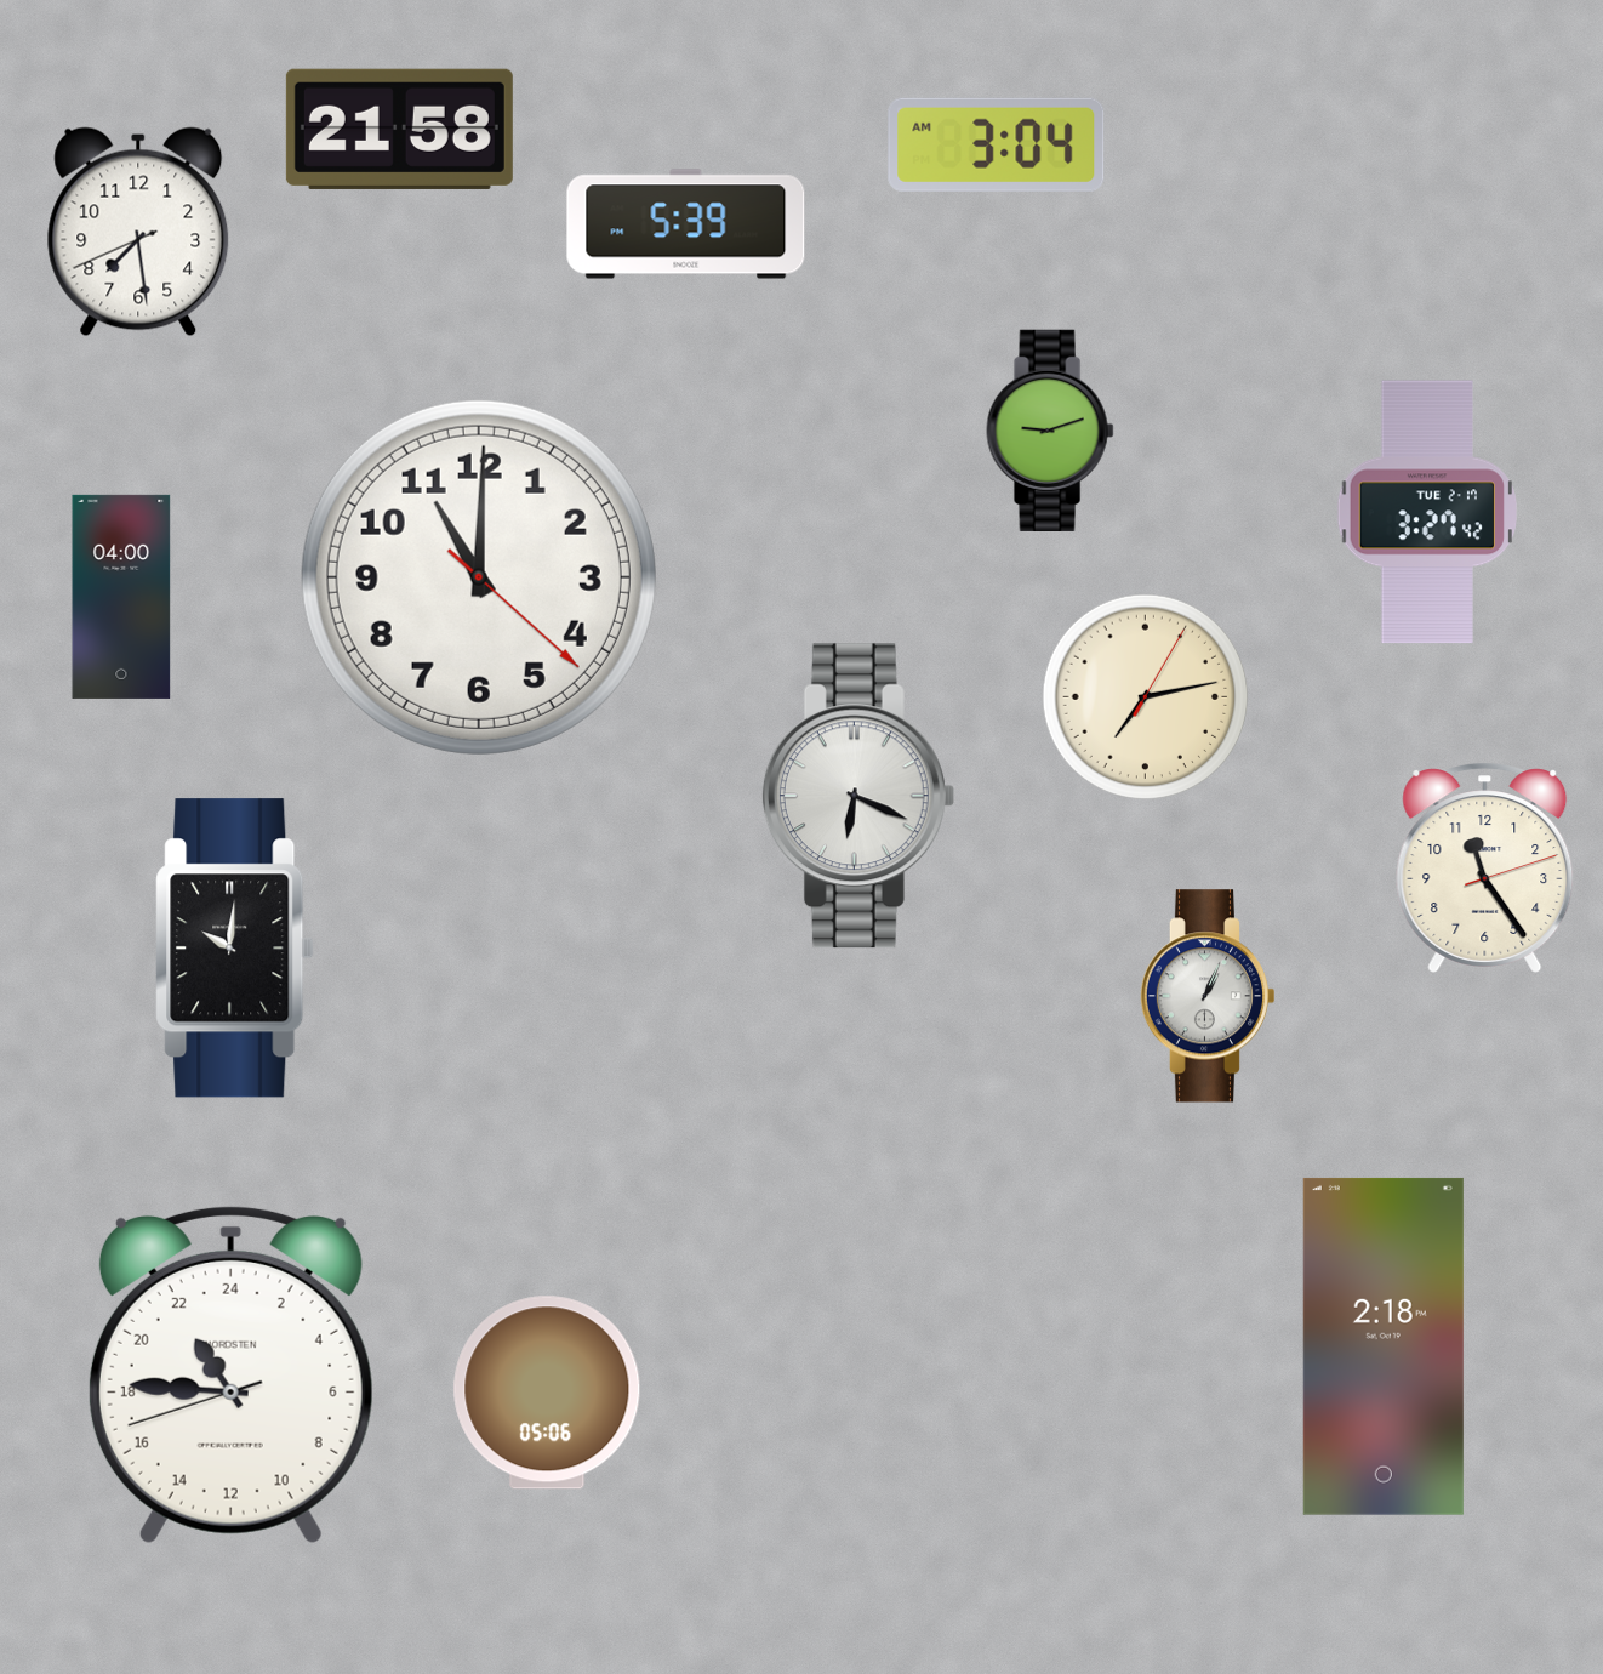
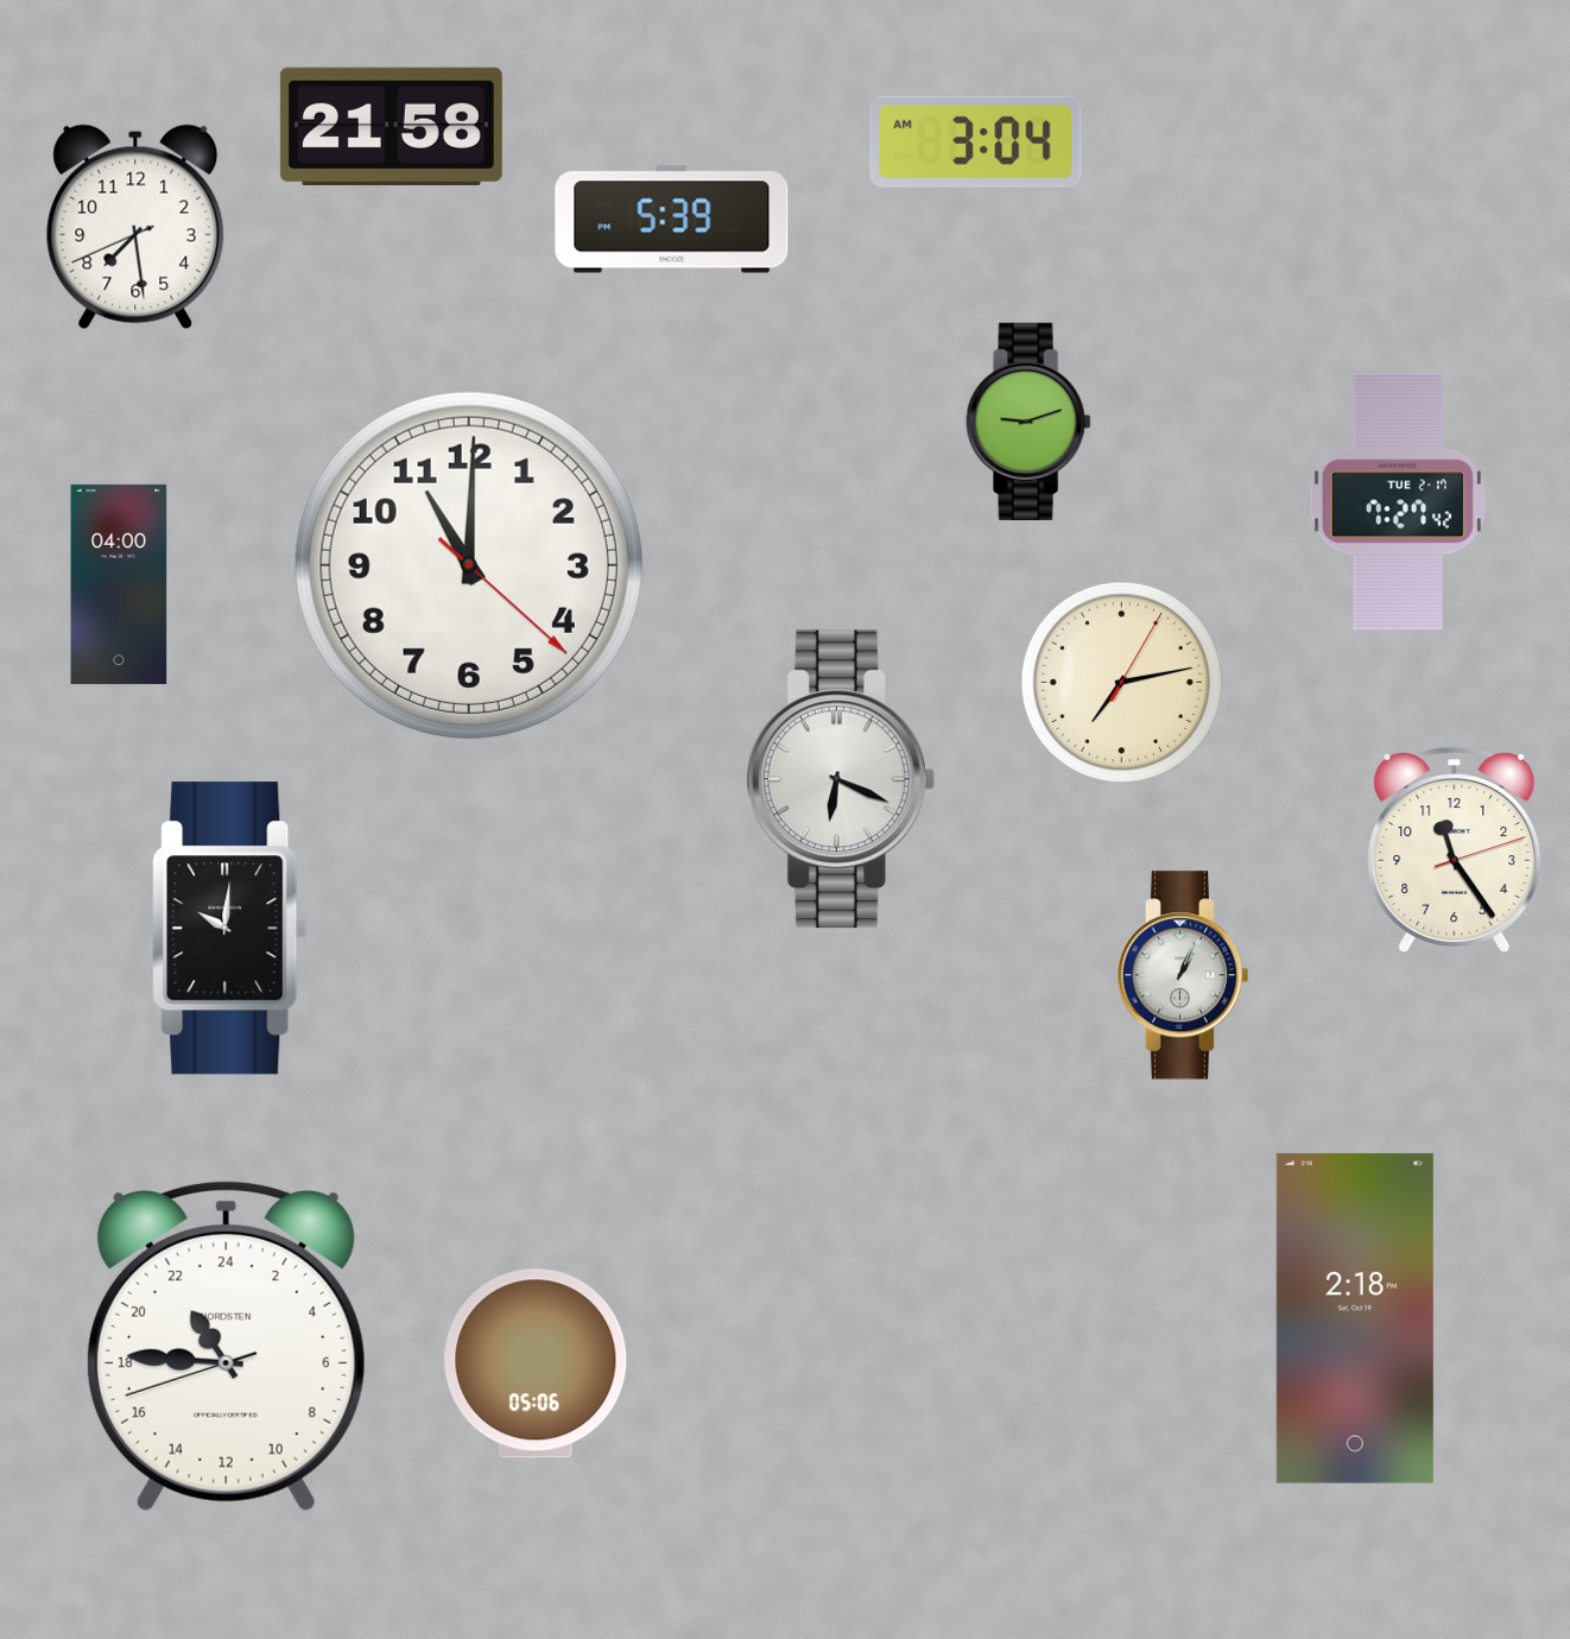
clock at (1426, 512): 3:27 -> 7:27
